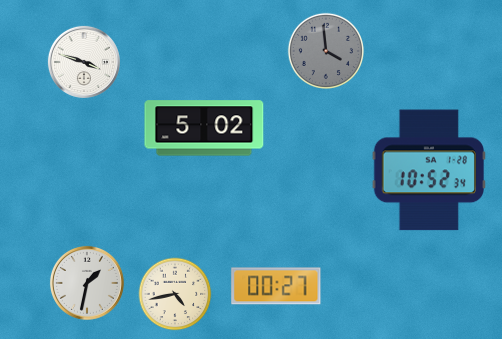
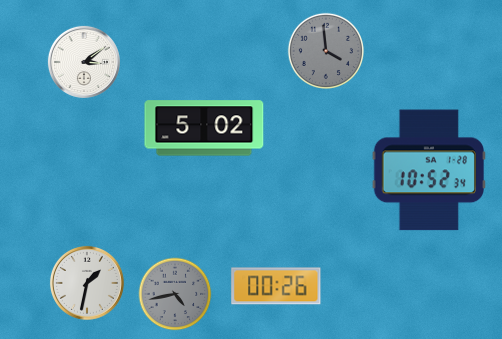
clock at (84, 62): 3:48 -> 3:09
clock at (276, 286): 00:27 -> 00:26
clock at (175, 294) dial: cream -> grey
